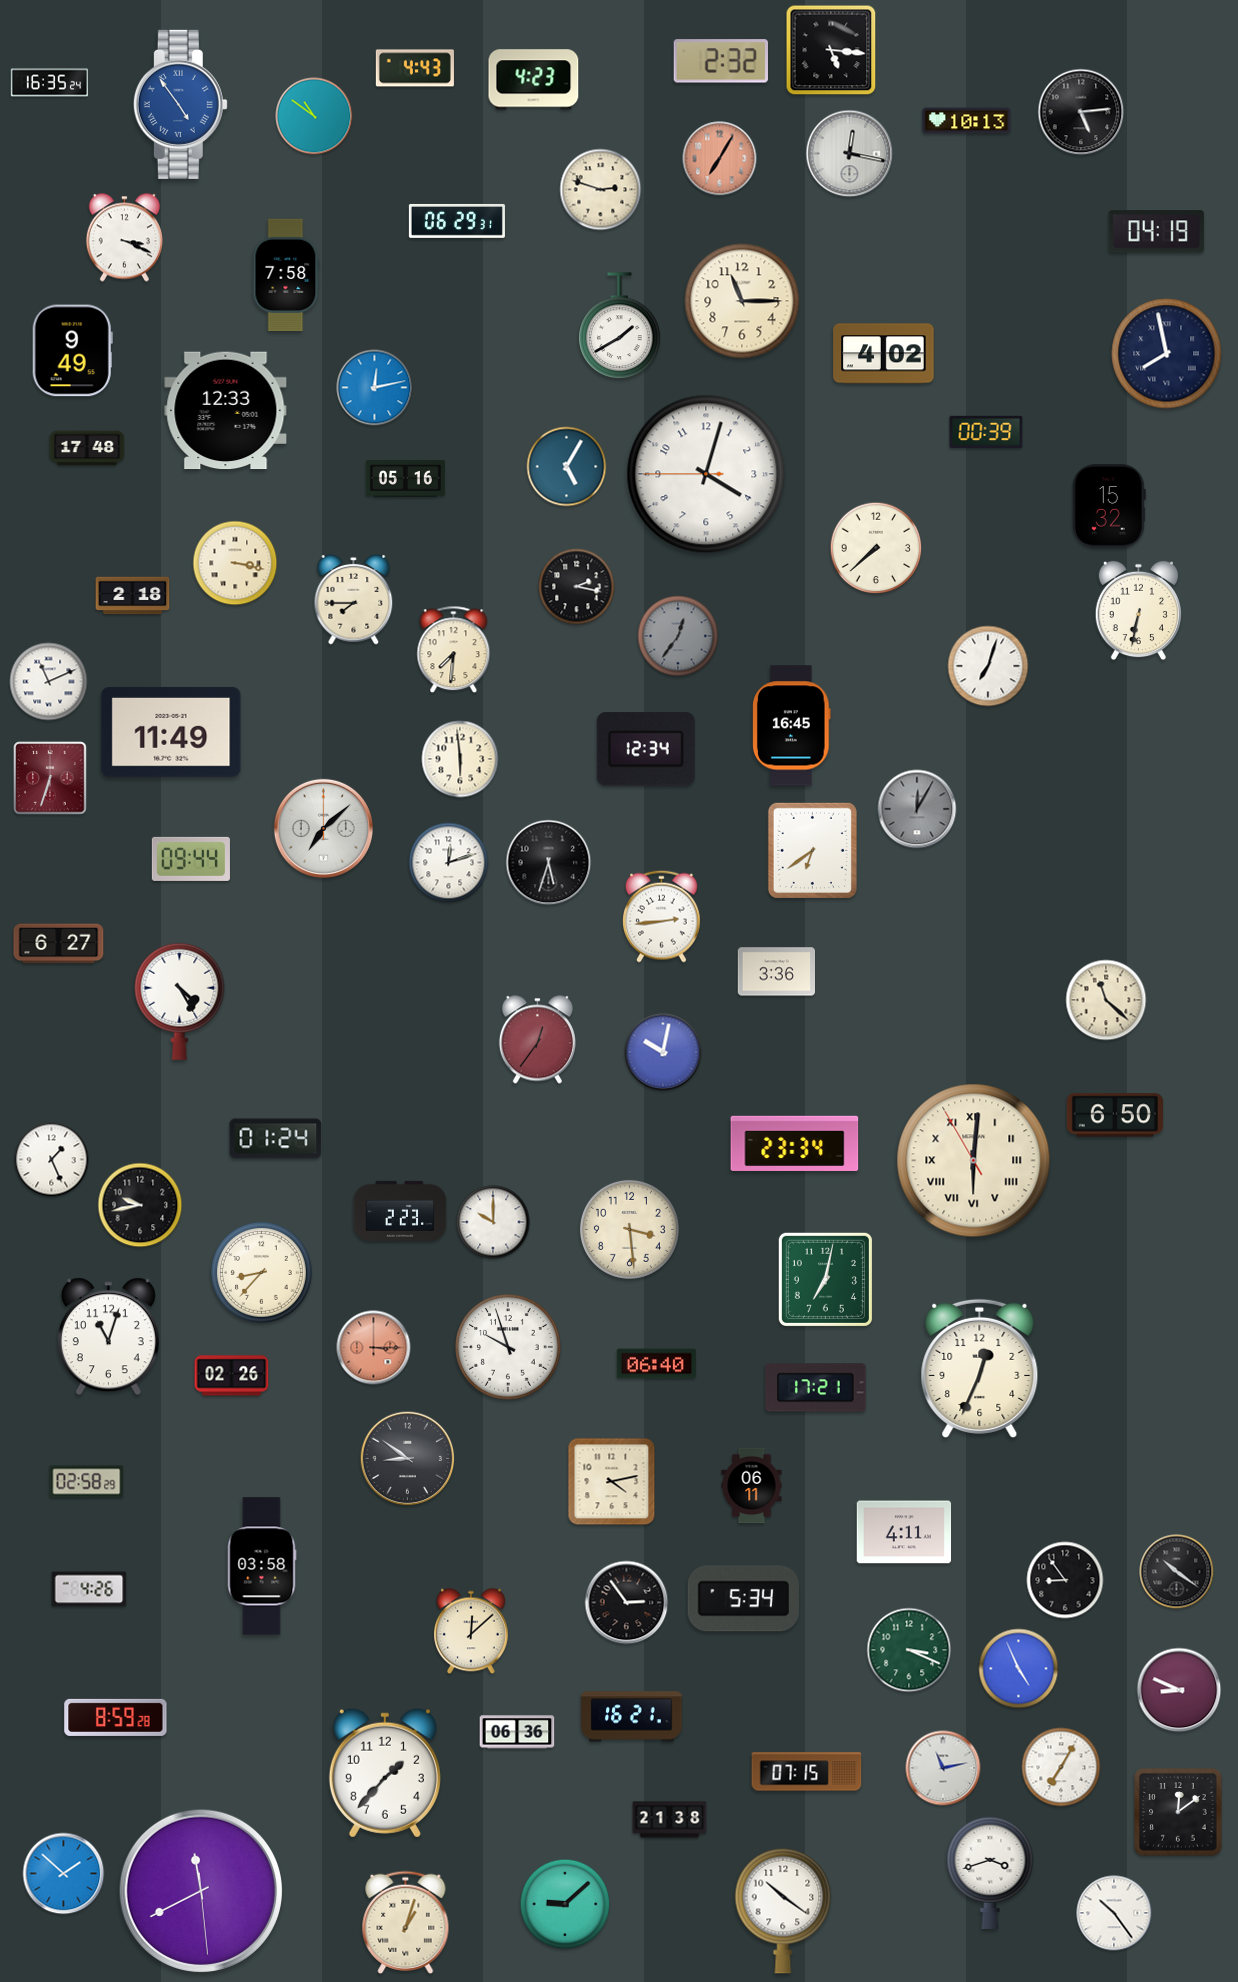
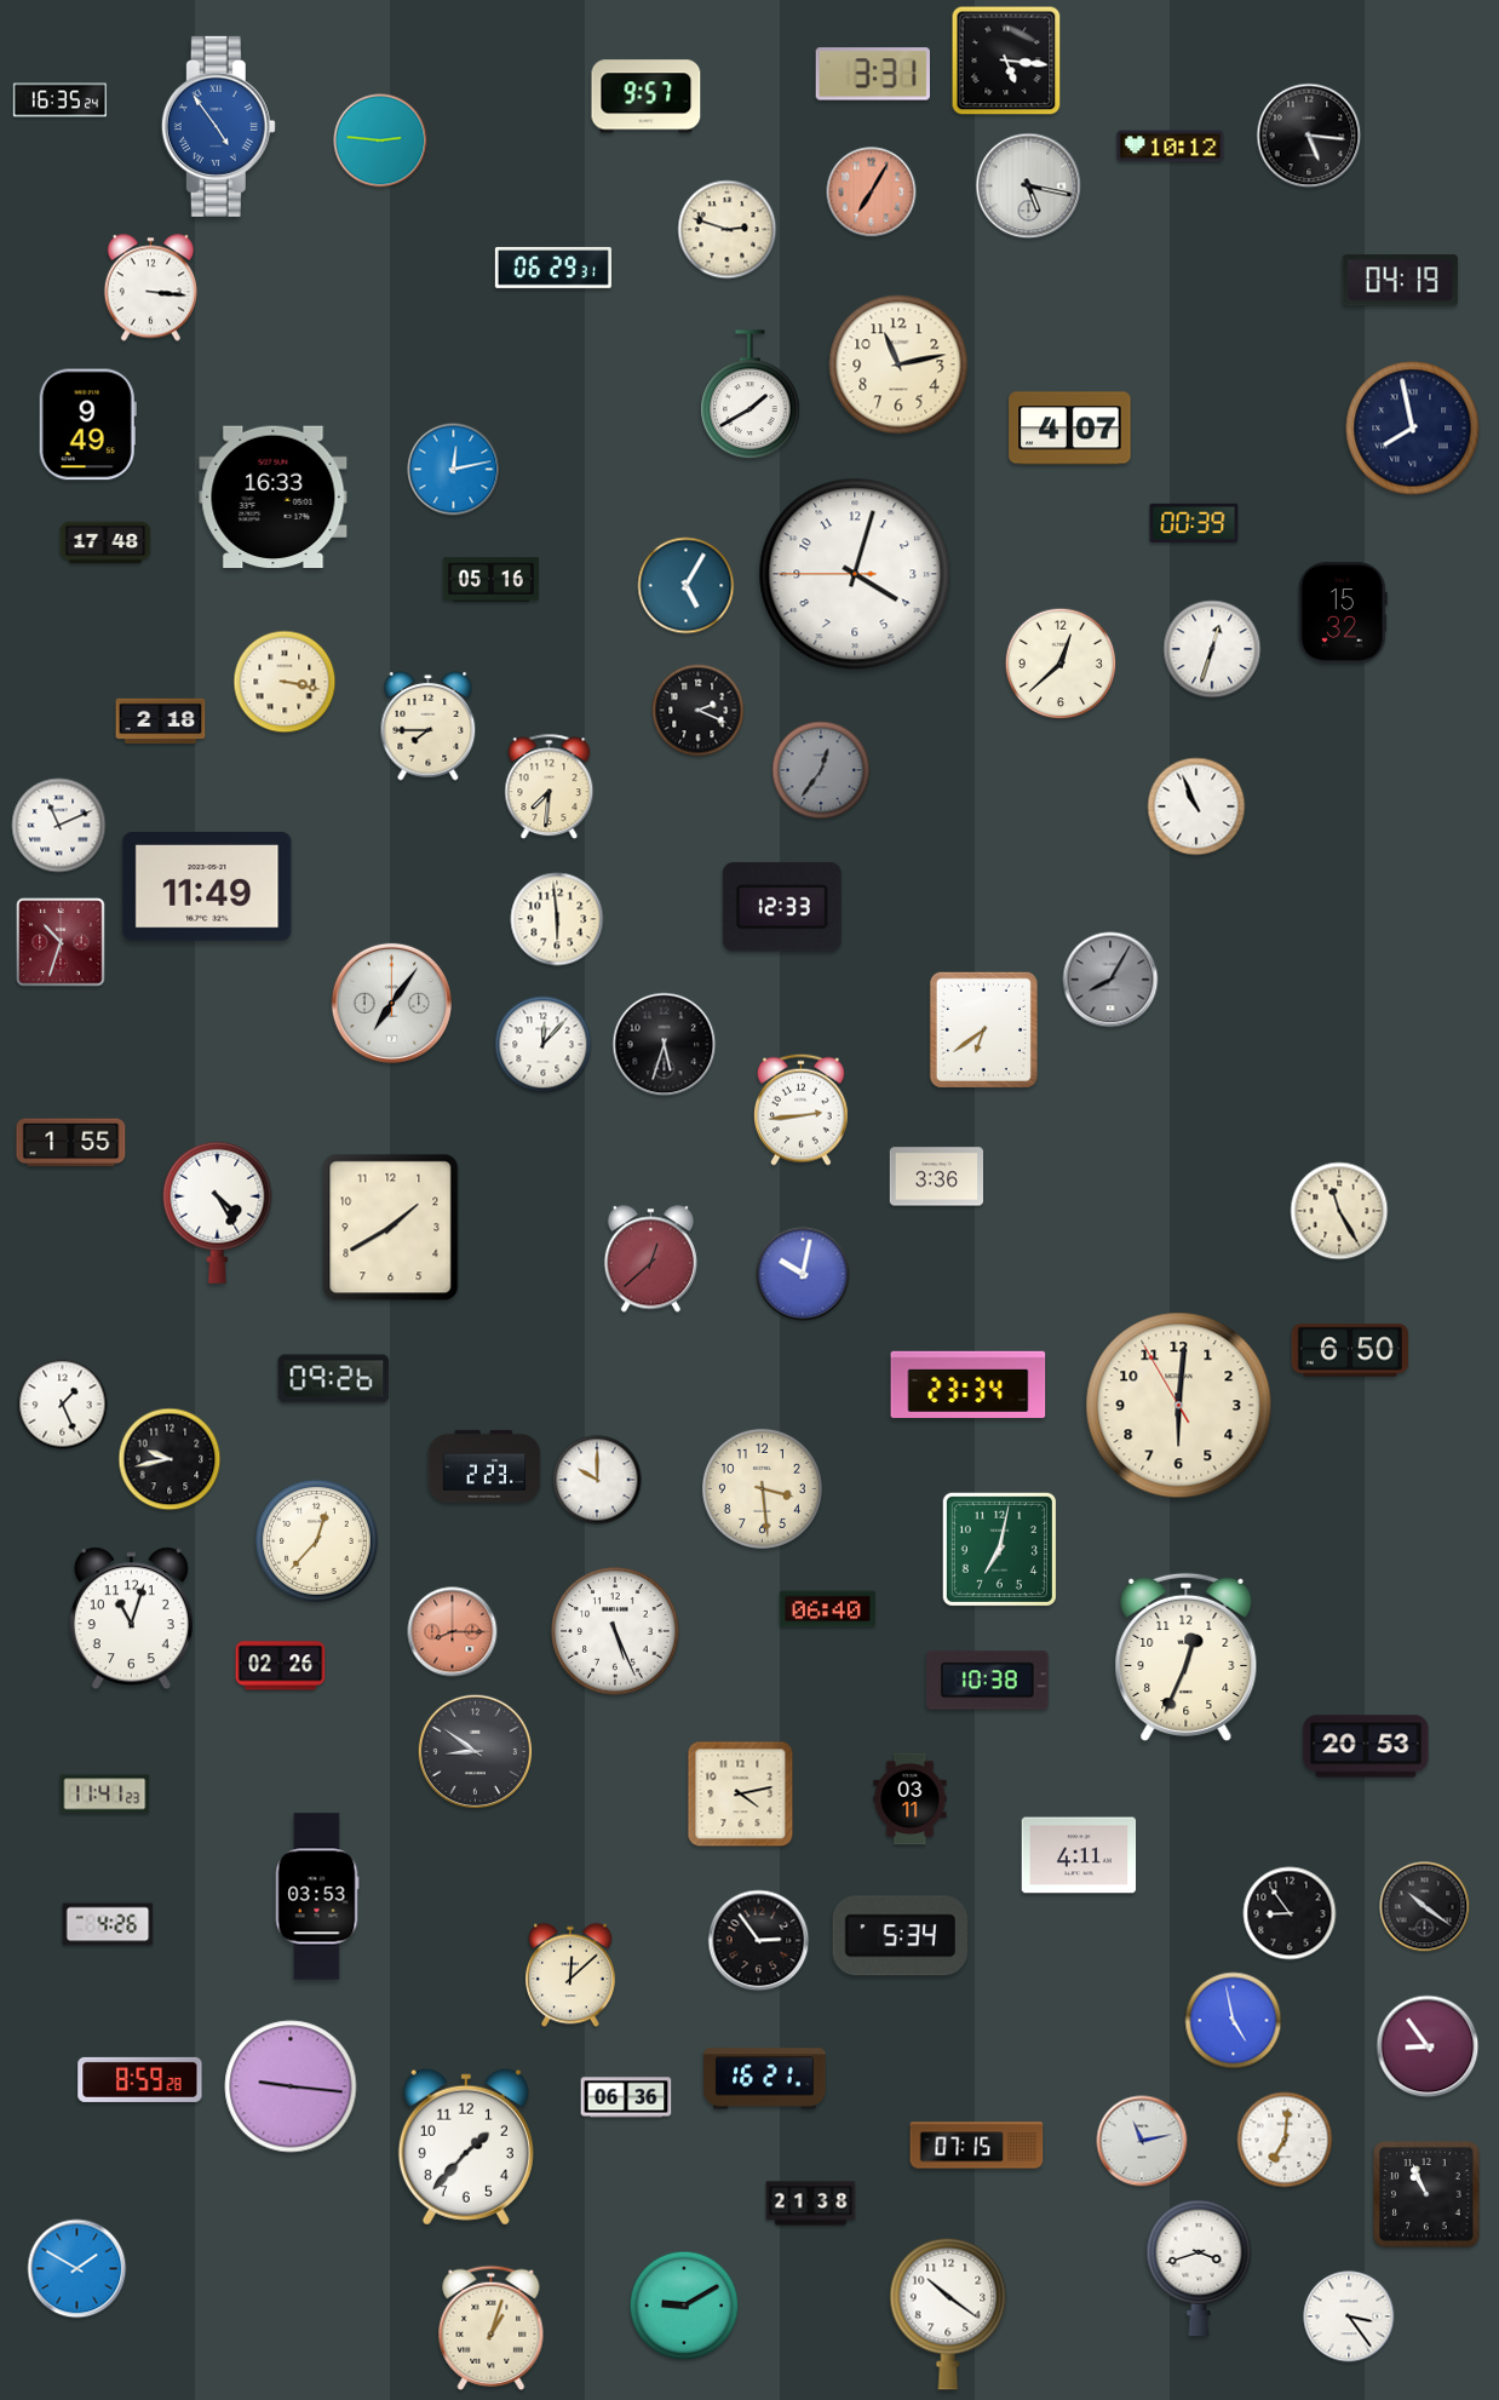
clock at (721, 61): 2:32 -> 3:31
clock at (415, 68): 4:43 -> none
clock at (534, 80): 4:23 -> 9:57
clock at (1081, 112): 5:14 -> 5:16
clock at (314, 116): 10:51 -> 2:46
clock at (967, 121): 10:13 -> 10:12
clock at (850, 154): 12:17 -> 5:17
clock at (124, 238): 3:19 -> 3:16
clock at (286, 275): 7:58 -> none
clock at (742, 301): 11:15 -> 11:13
clock at (884, 354): 4:02 -> 4:07
clock at (226, 411): 12:33 -> 16:33
clock at (567, 467) position: (567, 467) -> (687, 586)
clock at (1212, 649): none -> 12:33
clock at (876, 548): 7:38 -> 12:38
clock at (577, 587): 2:17 -> 2:19
clock at (1138, 611): 6:32 -> none
clock at (988, 666): 7:03 -> 10:56
clock at (792, 726): 16:45 -> none
clock at (646, 749): 12:34 -> 12:33
clock at (50, 778): 6:33 -> 10:33
clock at (917, 809): 12:05 -> 8:05
clock at (323, 828): 7:08 -> 7:06
clock at (191, 859): 09:44 -> none
clock at (449, 863): 12:12 -> 12:07
clock at (59, 944): 6:27 -> 1:55
clock at (777, 972) position: (777, 972) -> (937, 1177)
clock at (1106, 1000): 11:22 -> 11:25
clock at (391, 1228): none -> 1:40
clock at (537, 1040): 12:36 -> 12:38
clock at (276, 1139): 01:24 -> 09:26
clock at (795, 1143) position: (795, 1143) -> (969, 1384)
clock at (974, 1161) numerals: Roman -> Arabic
clock at (261, 1272): 8:37 -> 12:37
clock at (508, 1347): 9:57 -> 5:26
clock at (374, 1348): 3:15 -> 8:15
clock at (656, 1364) position: (656, 1364) -> (827, 1609)
clock at (816, 1388): 17:21 -> 10:38
clock at (1366, 1746): none -> 20:53
clock at (408, 1459) position: (408, 1459) -> (476, 1752)
clock at (87, 1482): 02:58 -> 11:41
clock at (752, 1486): 06:11 -> 03:11
clock at (904, 1532) position: (904, 1532) -> (1079, 1855)
clock at (262, 1566): 03:58 -> 03:53
clock at (1177, 1572) position: (1177, 1572) -> (1425, 1907)
clock at (909, 1650): 3:19 -> none
clock at (1019, 1669): 4:56 -> 4:58
clock at (1179, 1690): 8:49 -> 8:54
clock at (291, 2086): none -> 9:16
clock at (1061, 1767): 7:05 -> 7:01
clock at (1178, 1812): 12:09 -> 10:56
clock at (64, 1874): 1:52 -> 1:50
clock at (201, 1891): 11:40 -> none
clock at (565, 1904): 9:08 -> 9:10
clock at (1114, 1913): 10:24 -> 3:24
